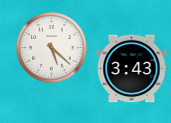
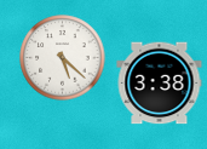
clock at (132, 69): 3:43 -> 3:38
